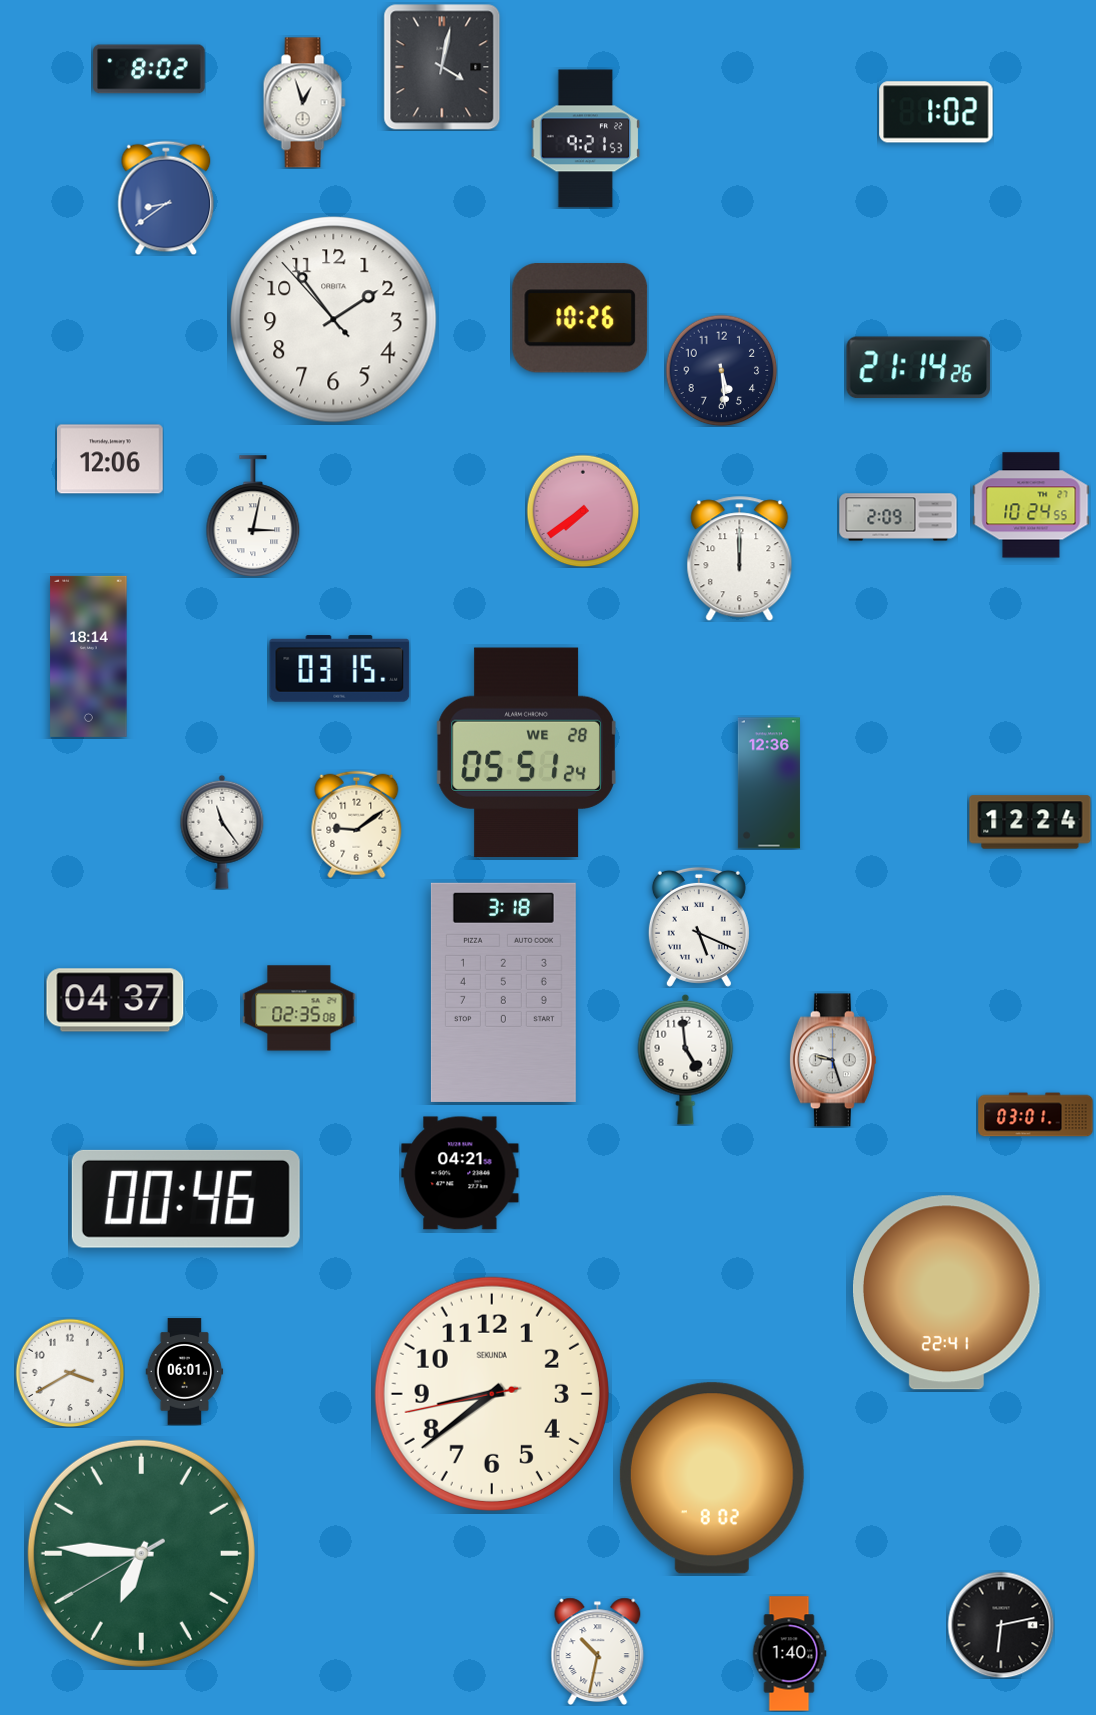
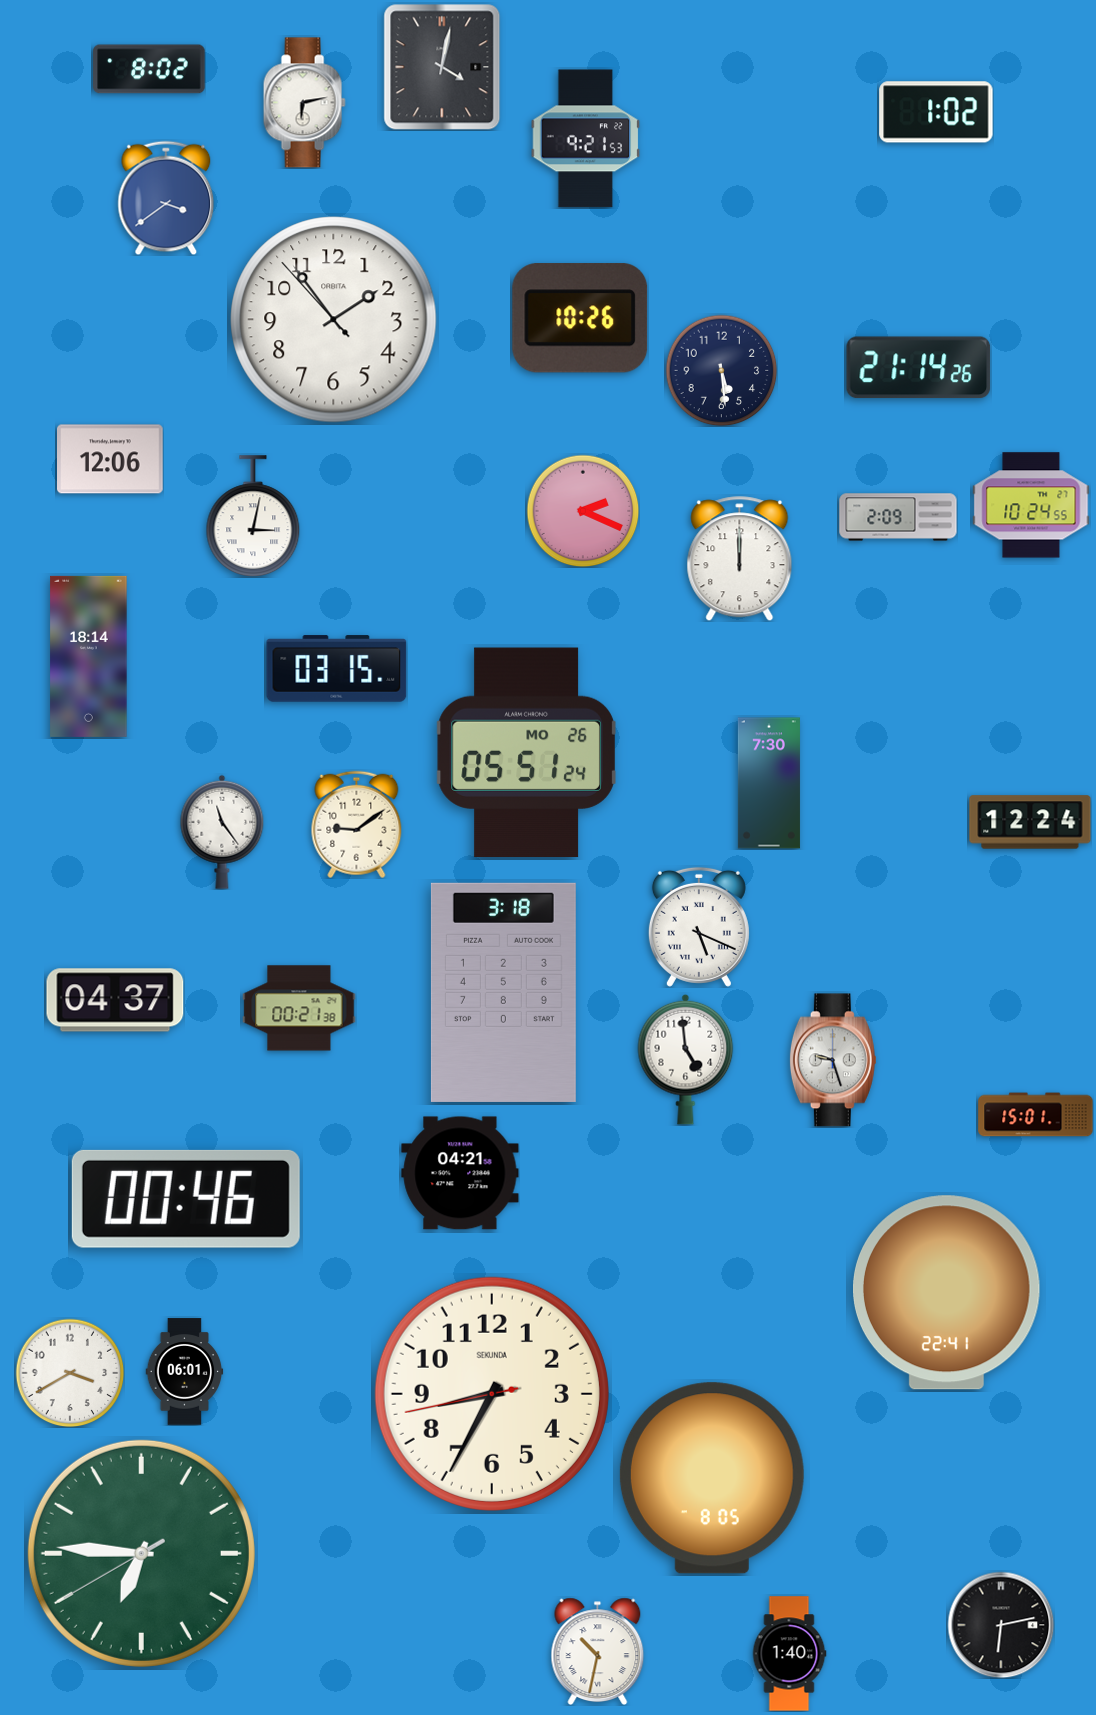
clock at (304, 103): 12:57 -> 6:13
clock at (166, 198): 8:39 -> 3:39
clock at (583, 511): 7:39 -> 2:19
clock at (340, 669) position: (340, 669) -> (337, 669)
clock at (526, 753) date: WE 28 -> MO 26
clock at (769, 783): 12:36 -> 7:30
clock at (299, 1008): 02:35 -> 00:21
clock at (1036, 1115): 03:01 -> 15:01
clock at (492, 1394): 8:38 -> 8:34
clock at (712, 1478): 8:02 -> 8:05
